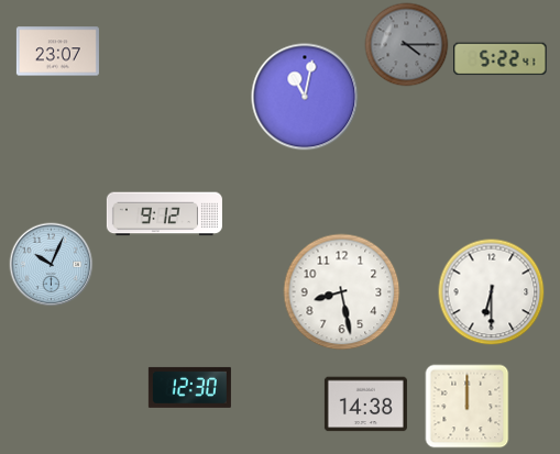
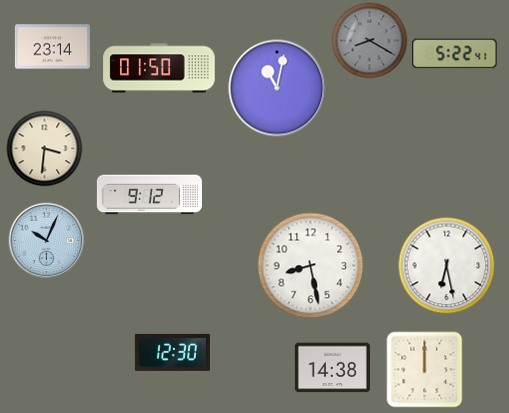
clock at (407, 45): 4:15 -> 8:20
clock at (57, 52): 23:07 -> 23:14
clock at (159, 68): none -> 01:50
clock at (45, 149): none -> 3:31
clock at (492, 292): 6:30 -> 6:28
